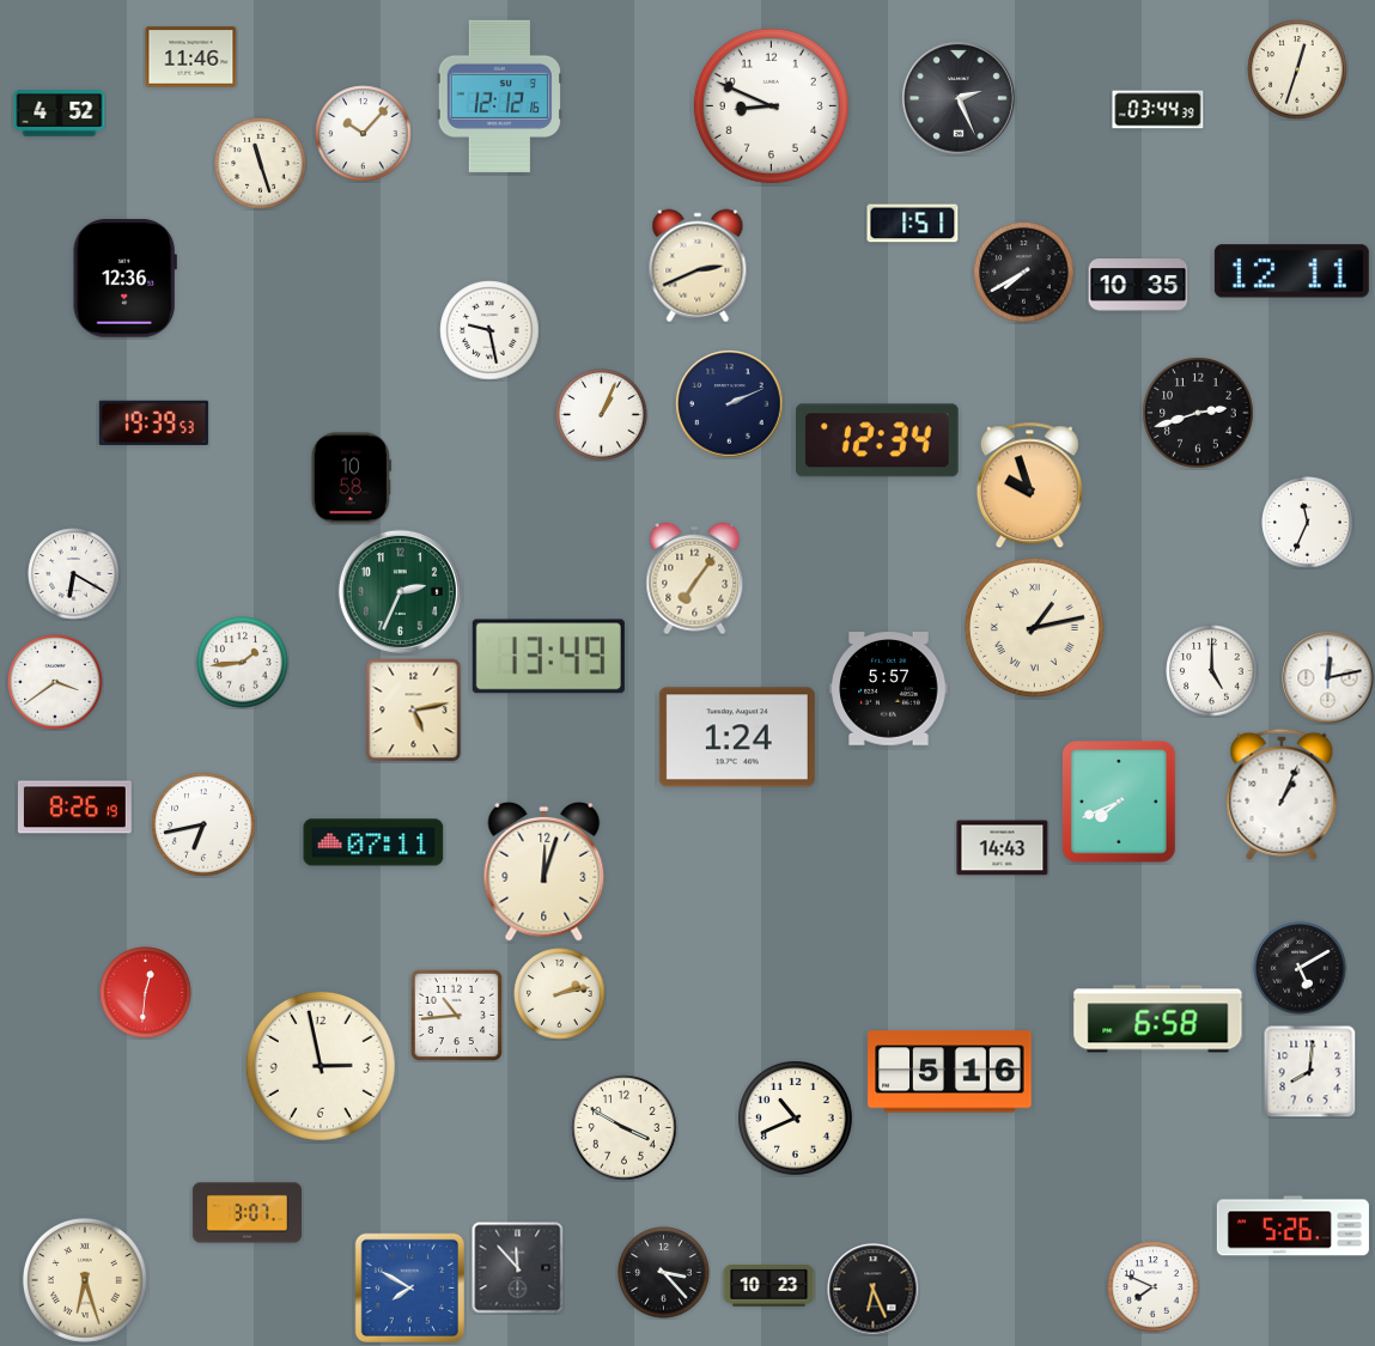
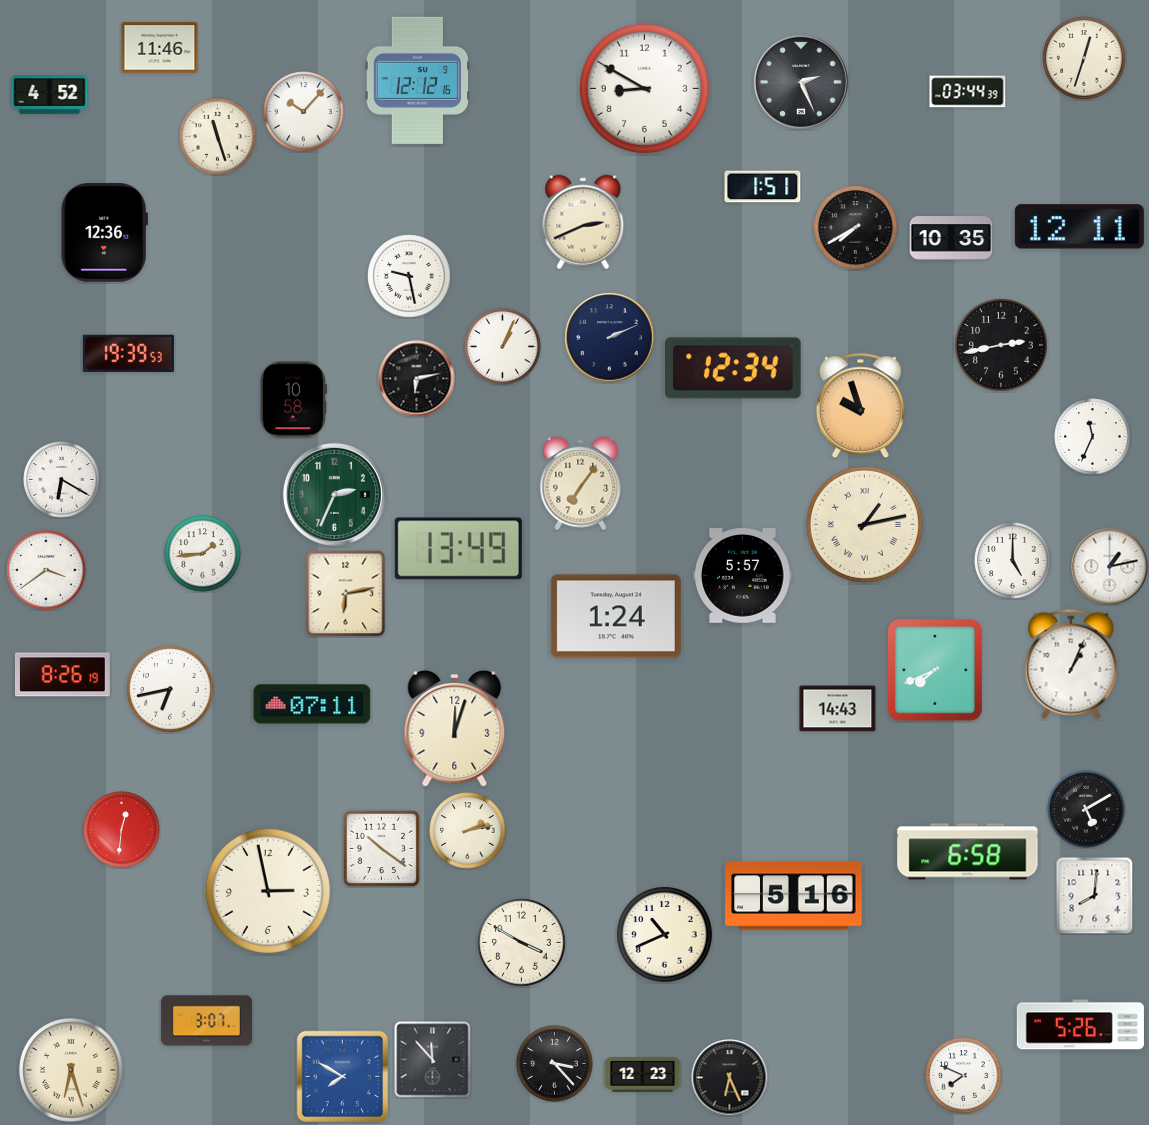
clock at (771, 105): 8:49 -> 8:50
clock at (1198, 413): 2:42 -> 2:43
clock at (417, 379): none -> 6:13
clock at (1328, 678): 12:13 -> 1:13
clock at (414, 711): 5:13 -> 6:13
clock at (456, 1015): 10:44 -> 10:21
clock at (247, 1213) position: (247, 1213) -> (206, 1021)
clock at (769, 1286): 10:23 -> 12:23
